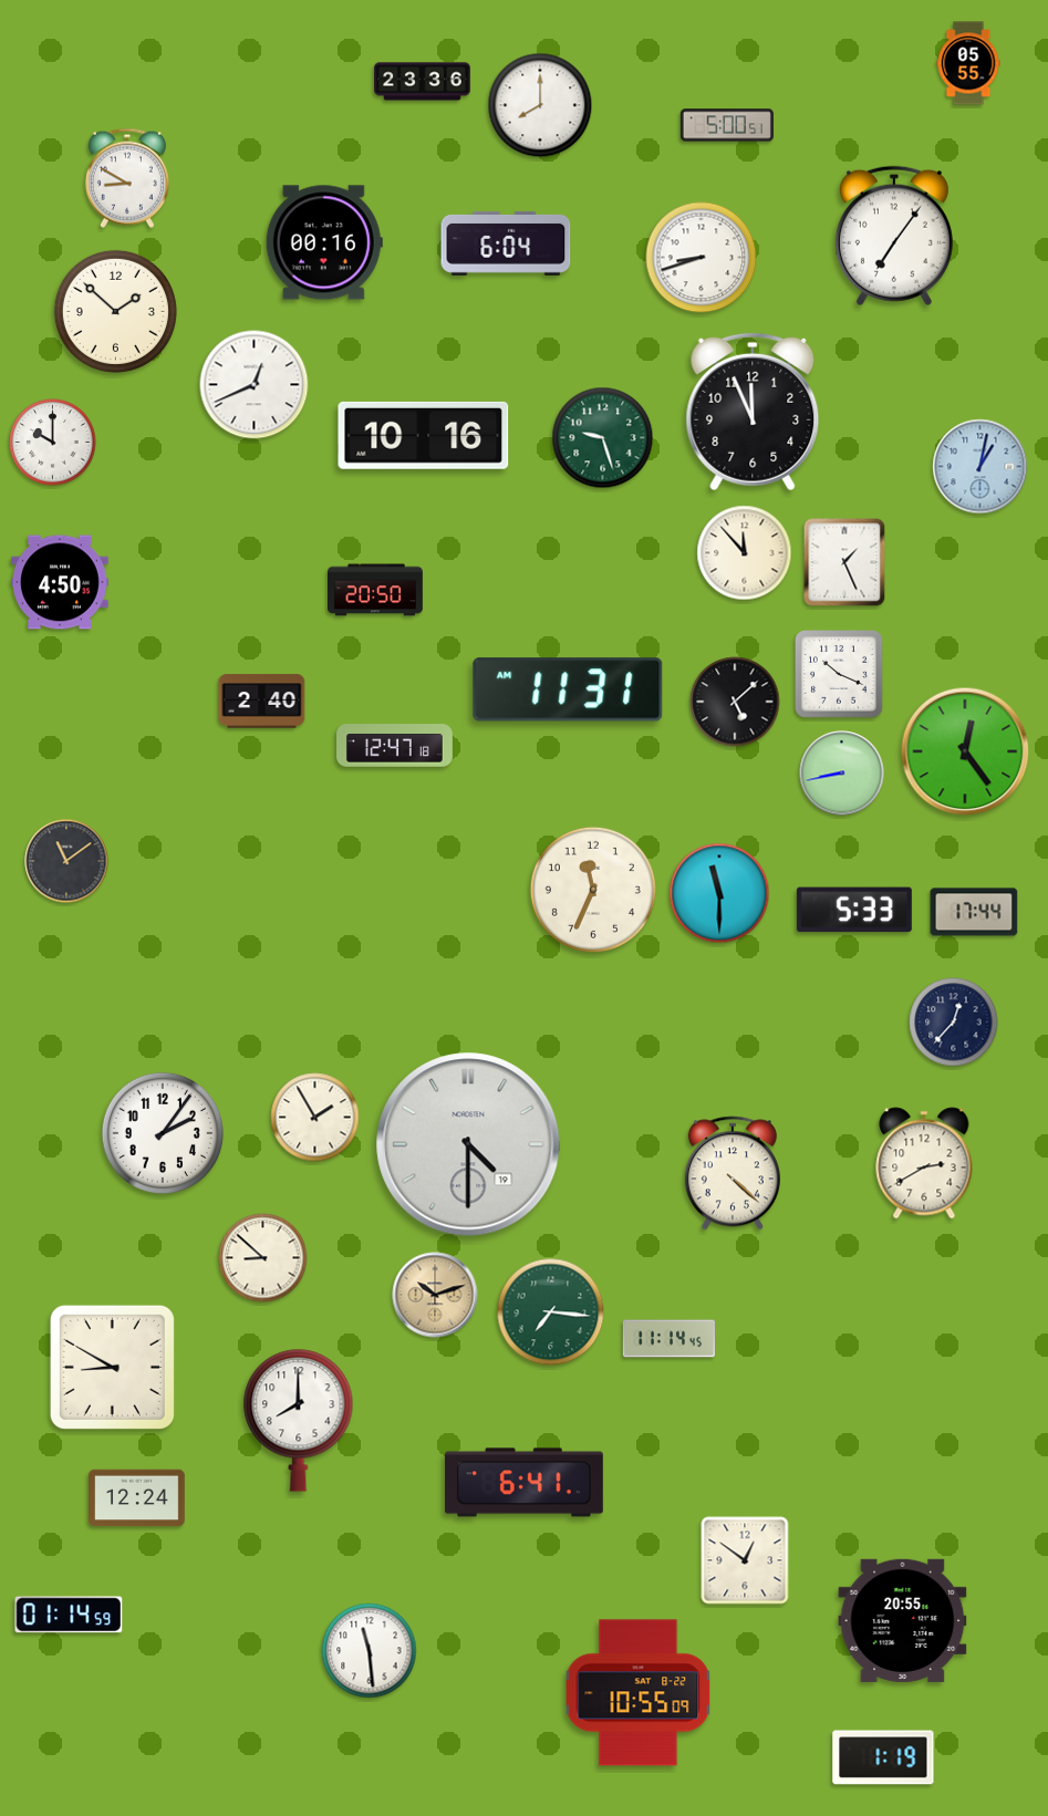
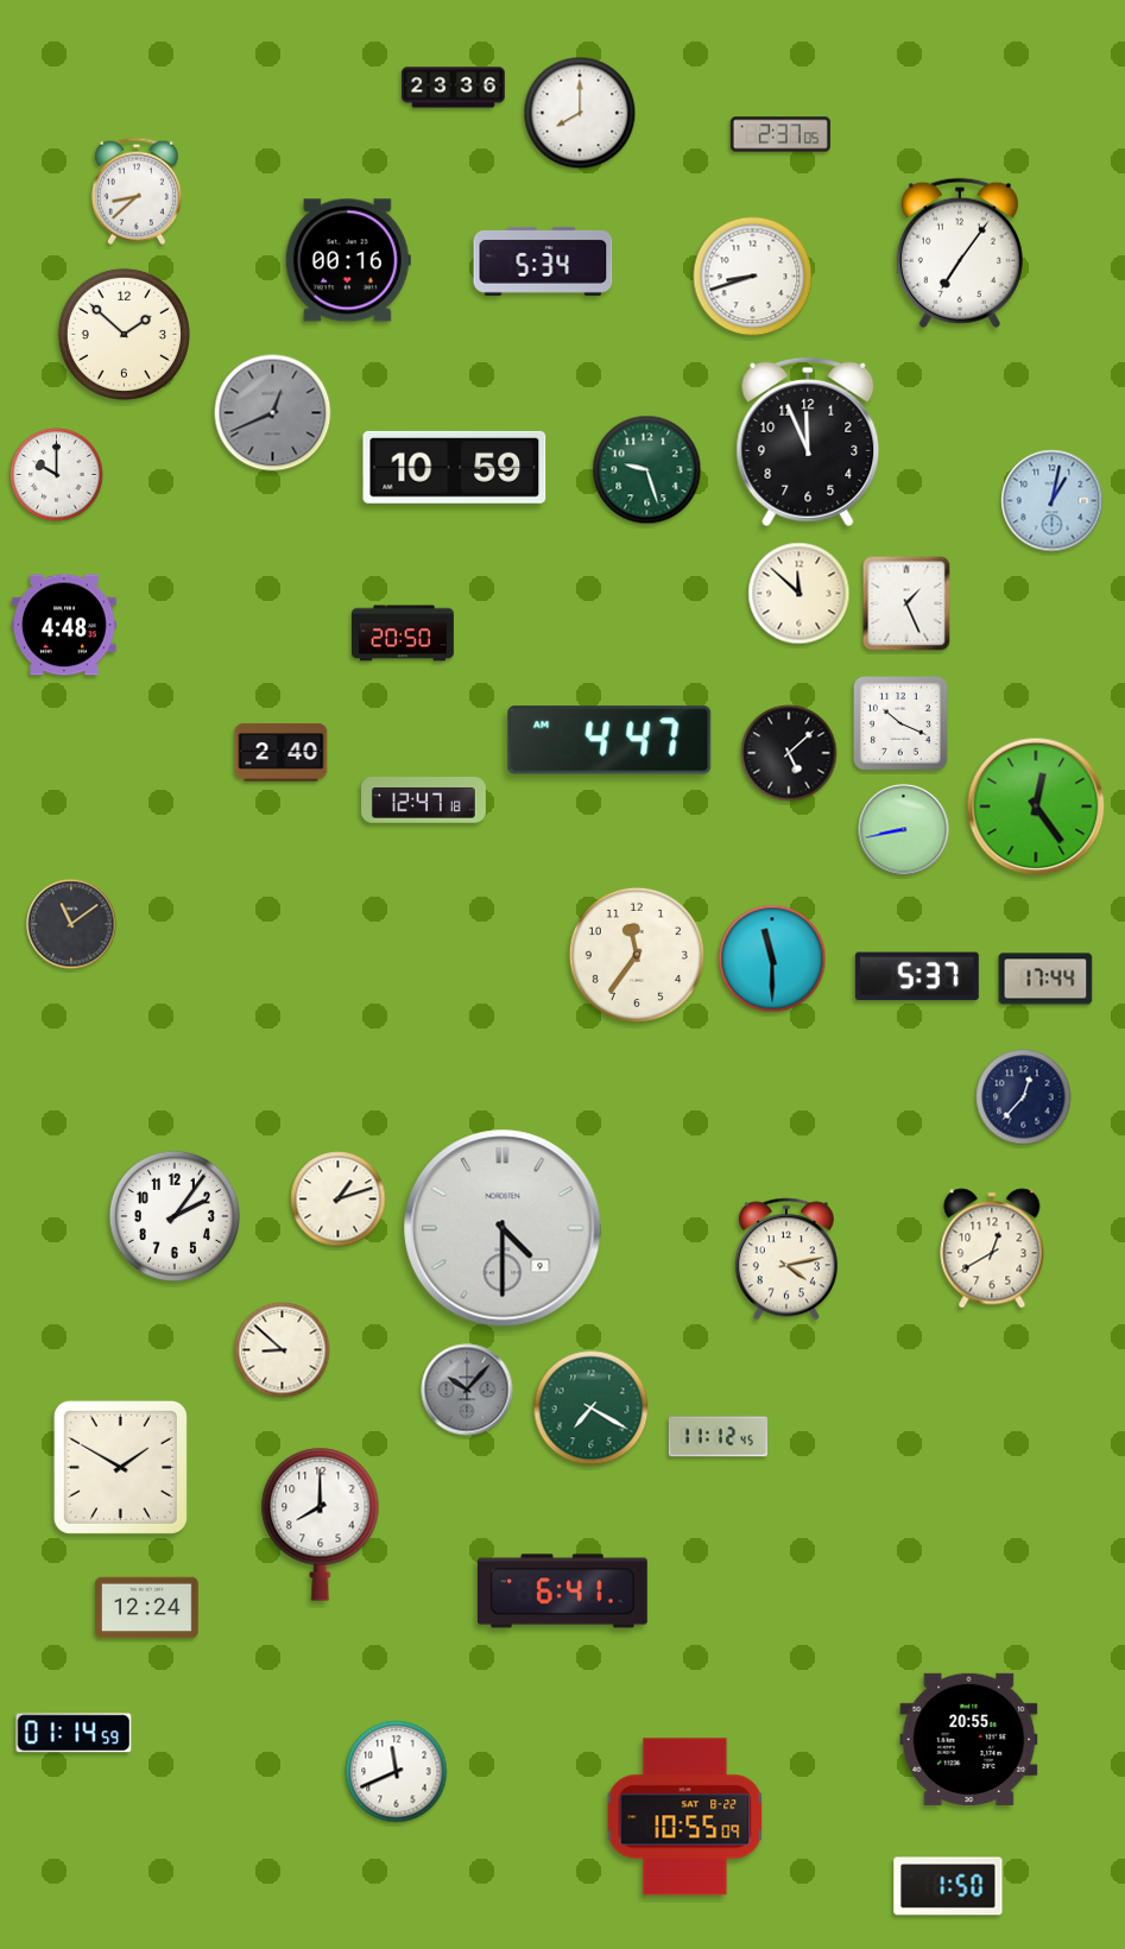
clock at (968, 63): 05:55 -> none
clock at (727, 125): 5:00 -> 2:37
clock at (127, 178): 8:50 -> 8:38
clock at (506, 243): 6:04 -> 5:34
clock at (255, 385) dial: white -> grey
clock at (424, 435): 10:16 -> 10:59
clock at (745, 553): 11:53 -> 11:52
clock at (60, 582): 4:50 -> 4:48
clock at (568, 689): 11:31 -> 4:47
clock at (593, 890): 11:34 -> 11:36
clock at (854, 910): 5:33 -> 5:37
clock at (315, 1118): 1:55 -> 1:12
clock at (468, 1144) date: 19 -> 9
clock at (924, 1163): 2:40 -> 12:40
clock at (733, 1173): 4:22 -> 4:13
clock at (435, 1295): 10:12 -> 10:07
clock at (435, 1295) dial: champagne -> grey
clock at (551, 1312): 7:16 -> 7:20
clock at (668, 1339): 11:14 -> 11:12
clock at (112, 1367): 8:50 -> 1:50
clock at (745, 1560): 12:51 -> none
clock at (370, 1651): 11:29 -> 11:41
clock at (883, 1757): 1:19 -> 1:50
